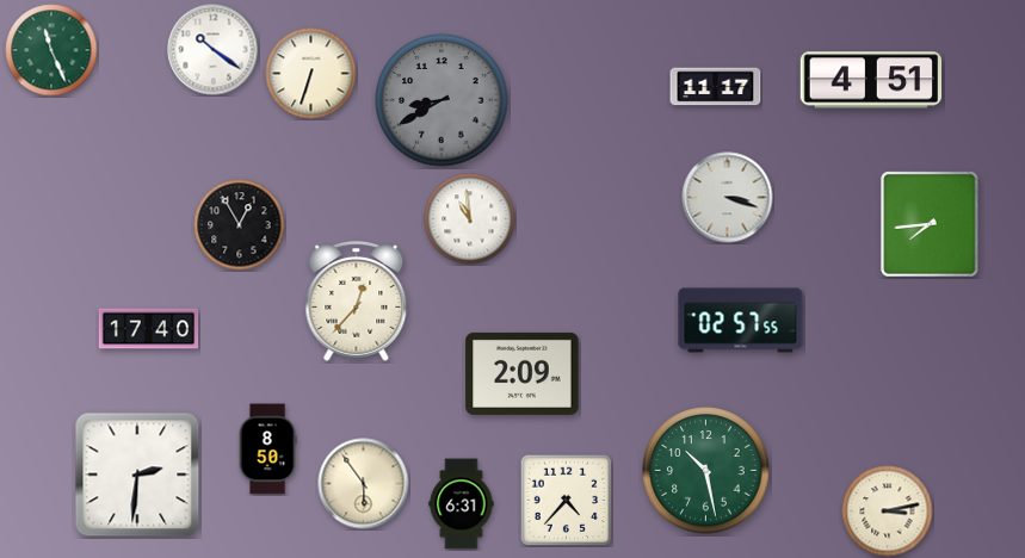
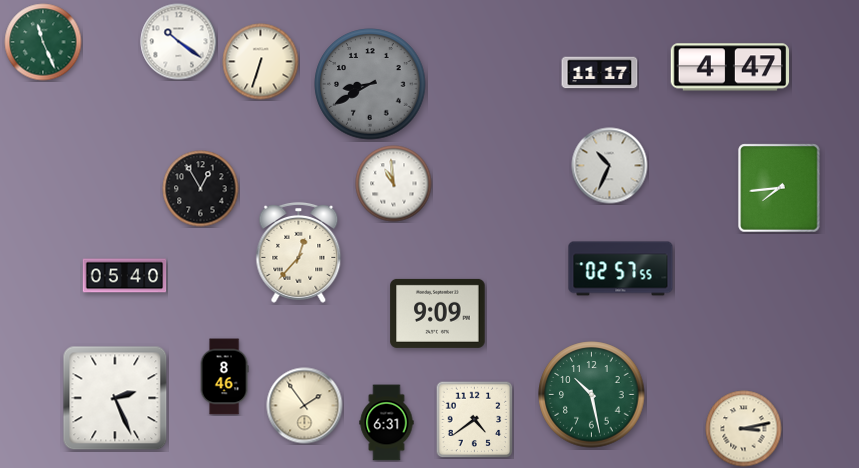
clock at (871, 80): 4:51 -> 4:47
clock at (728, 198): 3:18 -> 10:34
clock at (149, 329): 17:40 -> 05:40
clock at (523, 373): 2:09 -> 9:09
clock at (267, 449): 8:50 -> 8:46
clock at (137, 475): 2:31 -> 2:26
clock at (364, 484): 5:54 -> 1:54
clock at (566, 500): 4:37 -> 4:39
